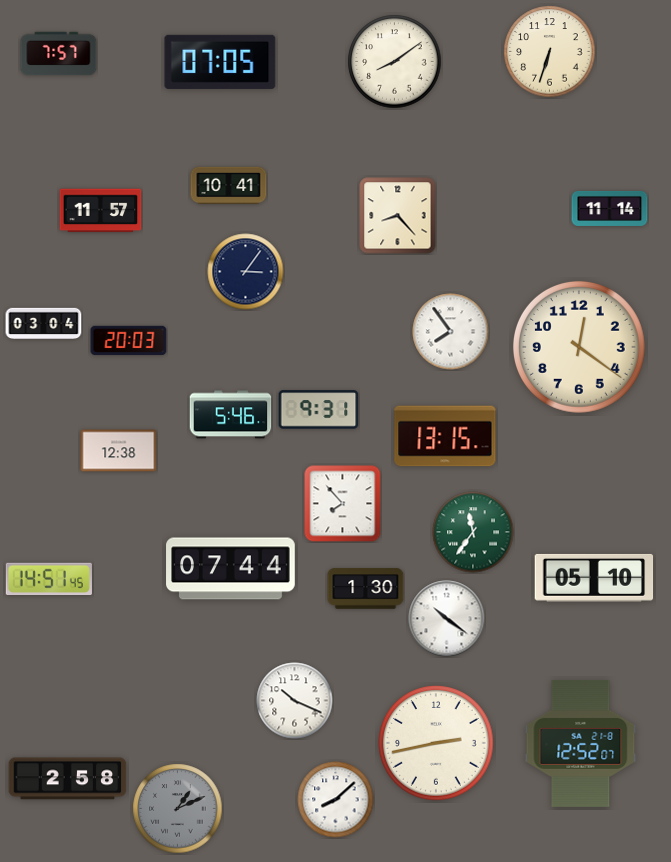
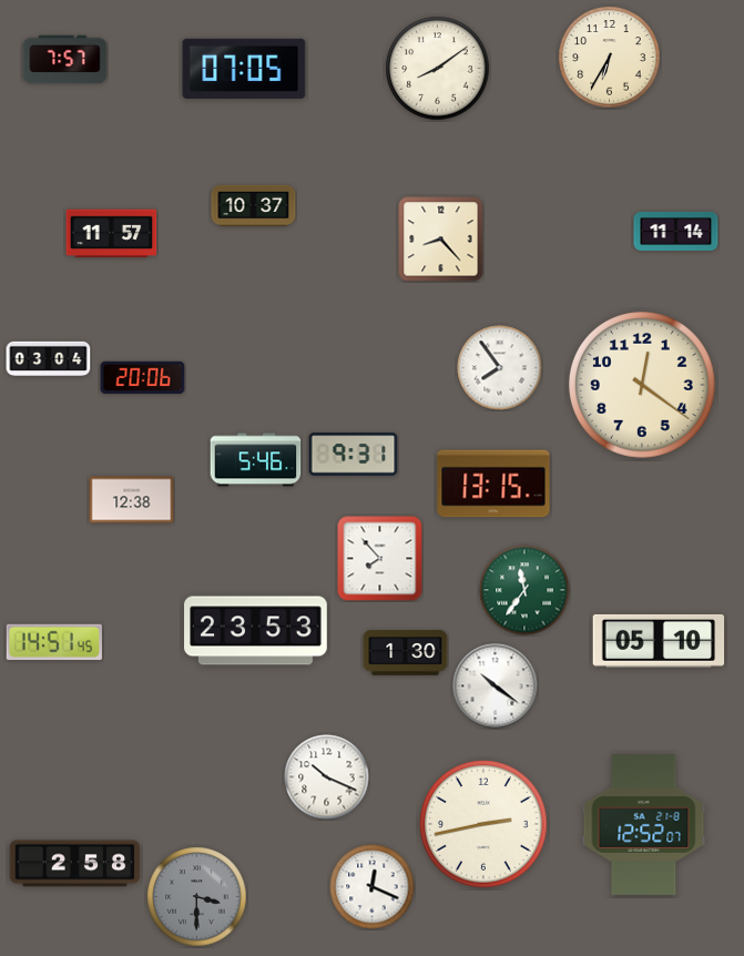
clock at (550, 52): 6:33 -> 6:35
clock at (229, 186): 10:41 -> 10:37
clock at (246, 272): 3:06 -> none
clock at (129, 341): 20:03 -> 20:06
clock at (231, 569): 07:44 -> 23:53
clock at (336, 800): 8:08 -> 12:19
clock at (178, 809): 1:11 -> 3:30
